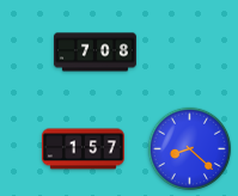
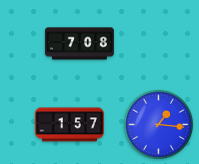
clock at (190, 149): 8:22 -> 1:16
